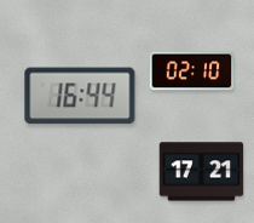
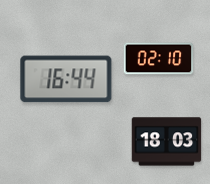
clock at (202, 172): 17:21 -> 18:03
